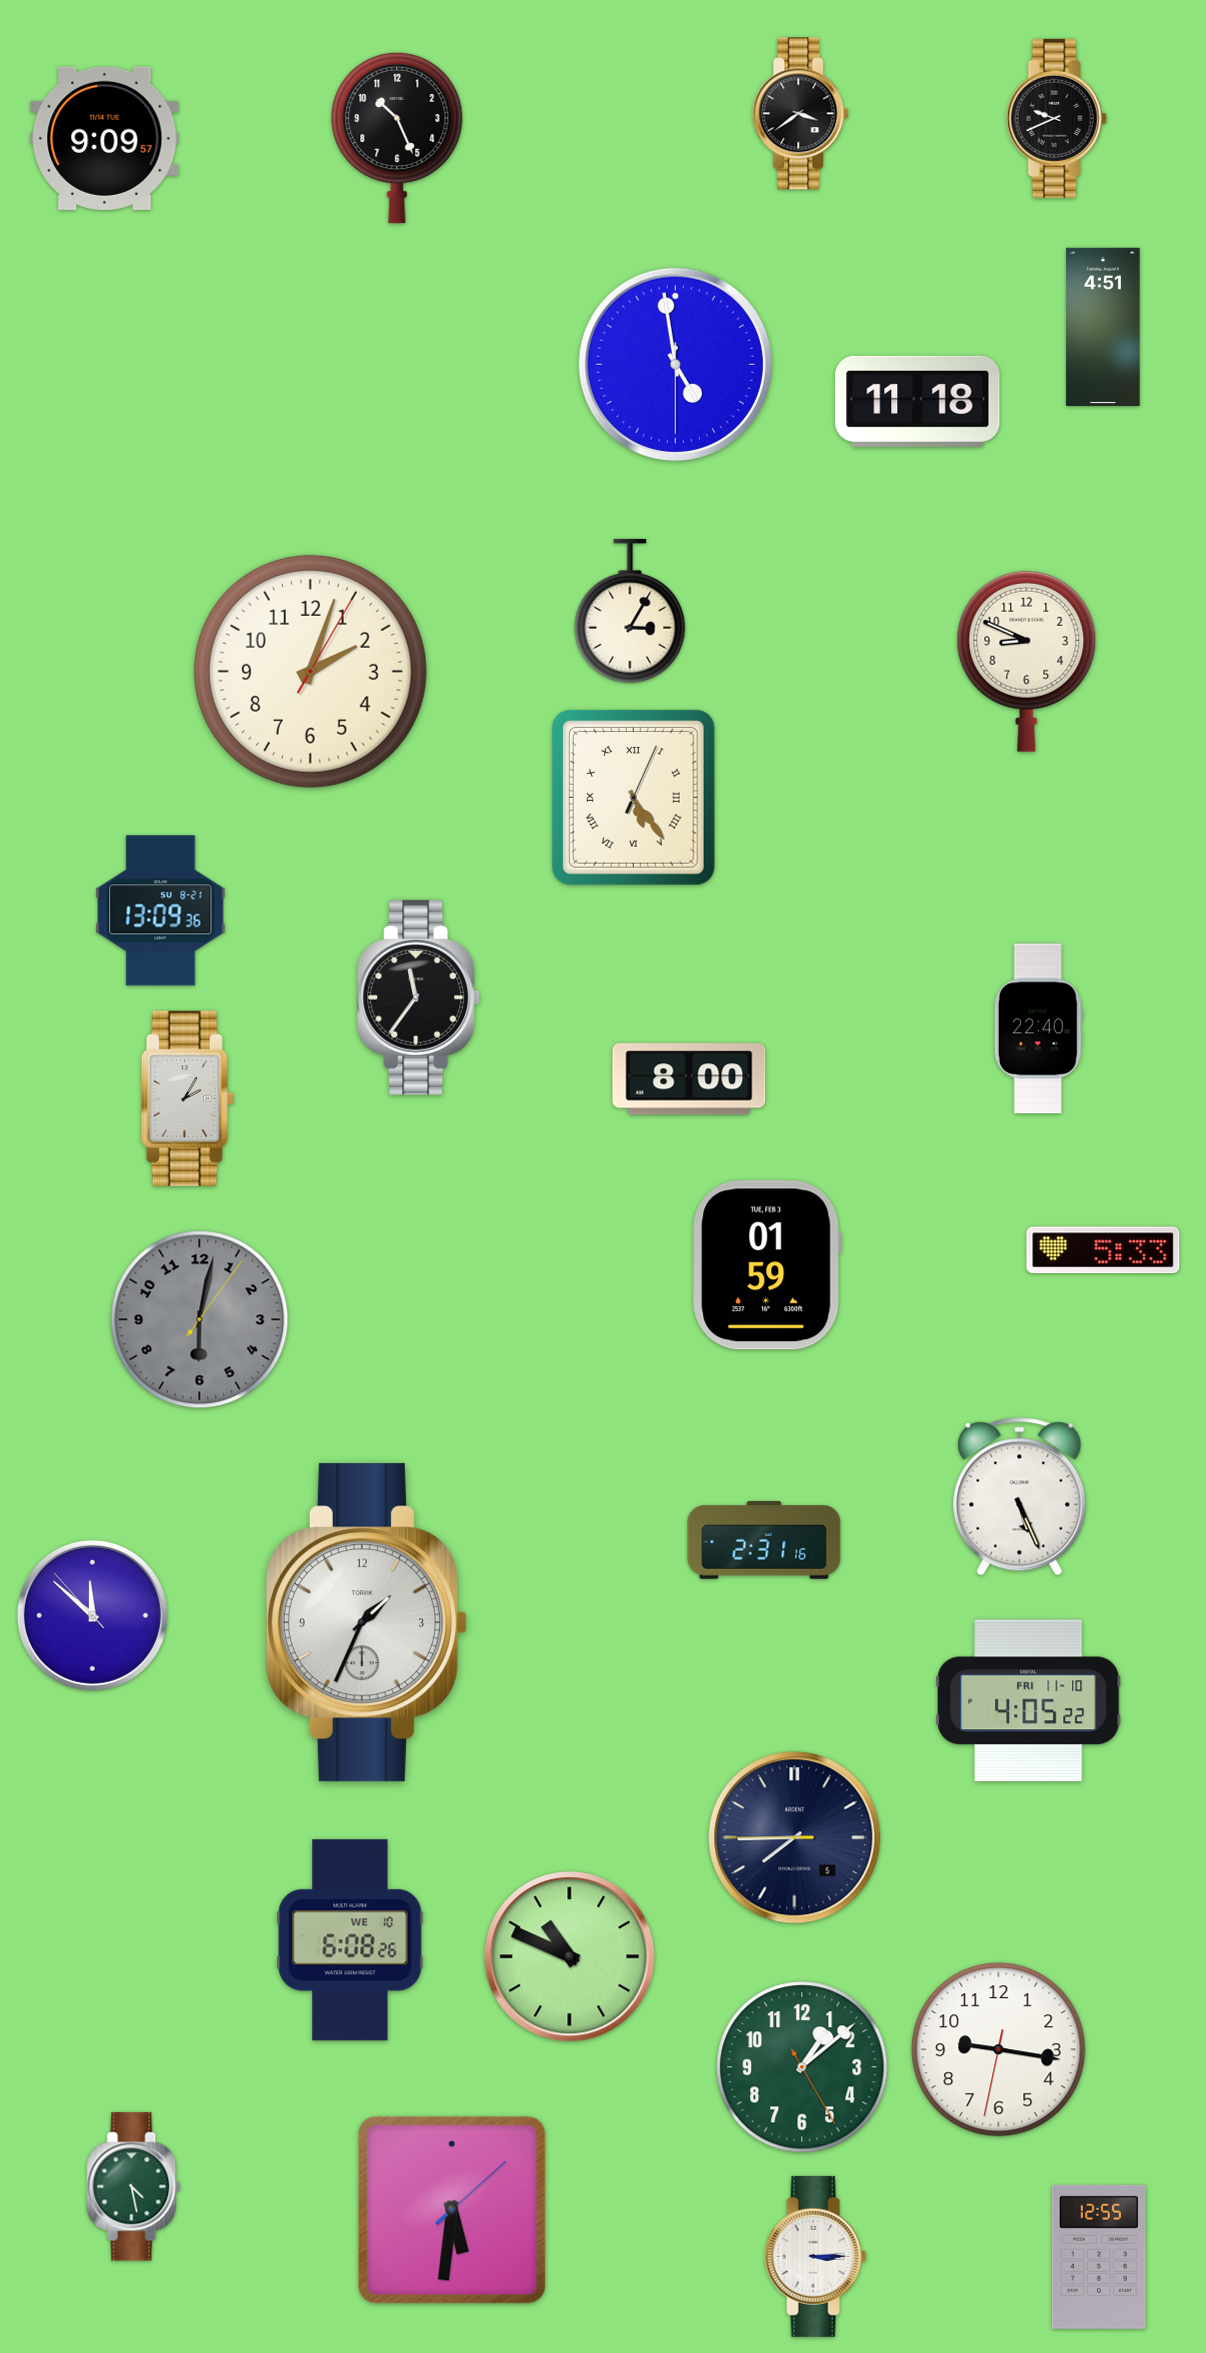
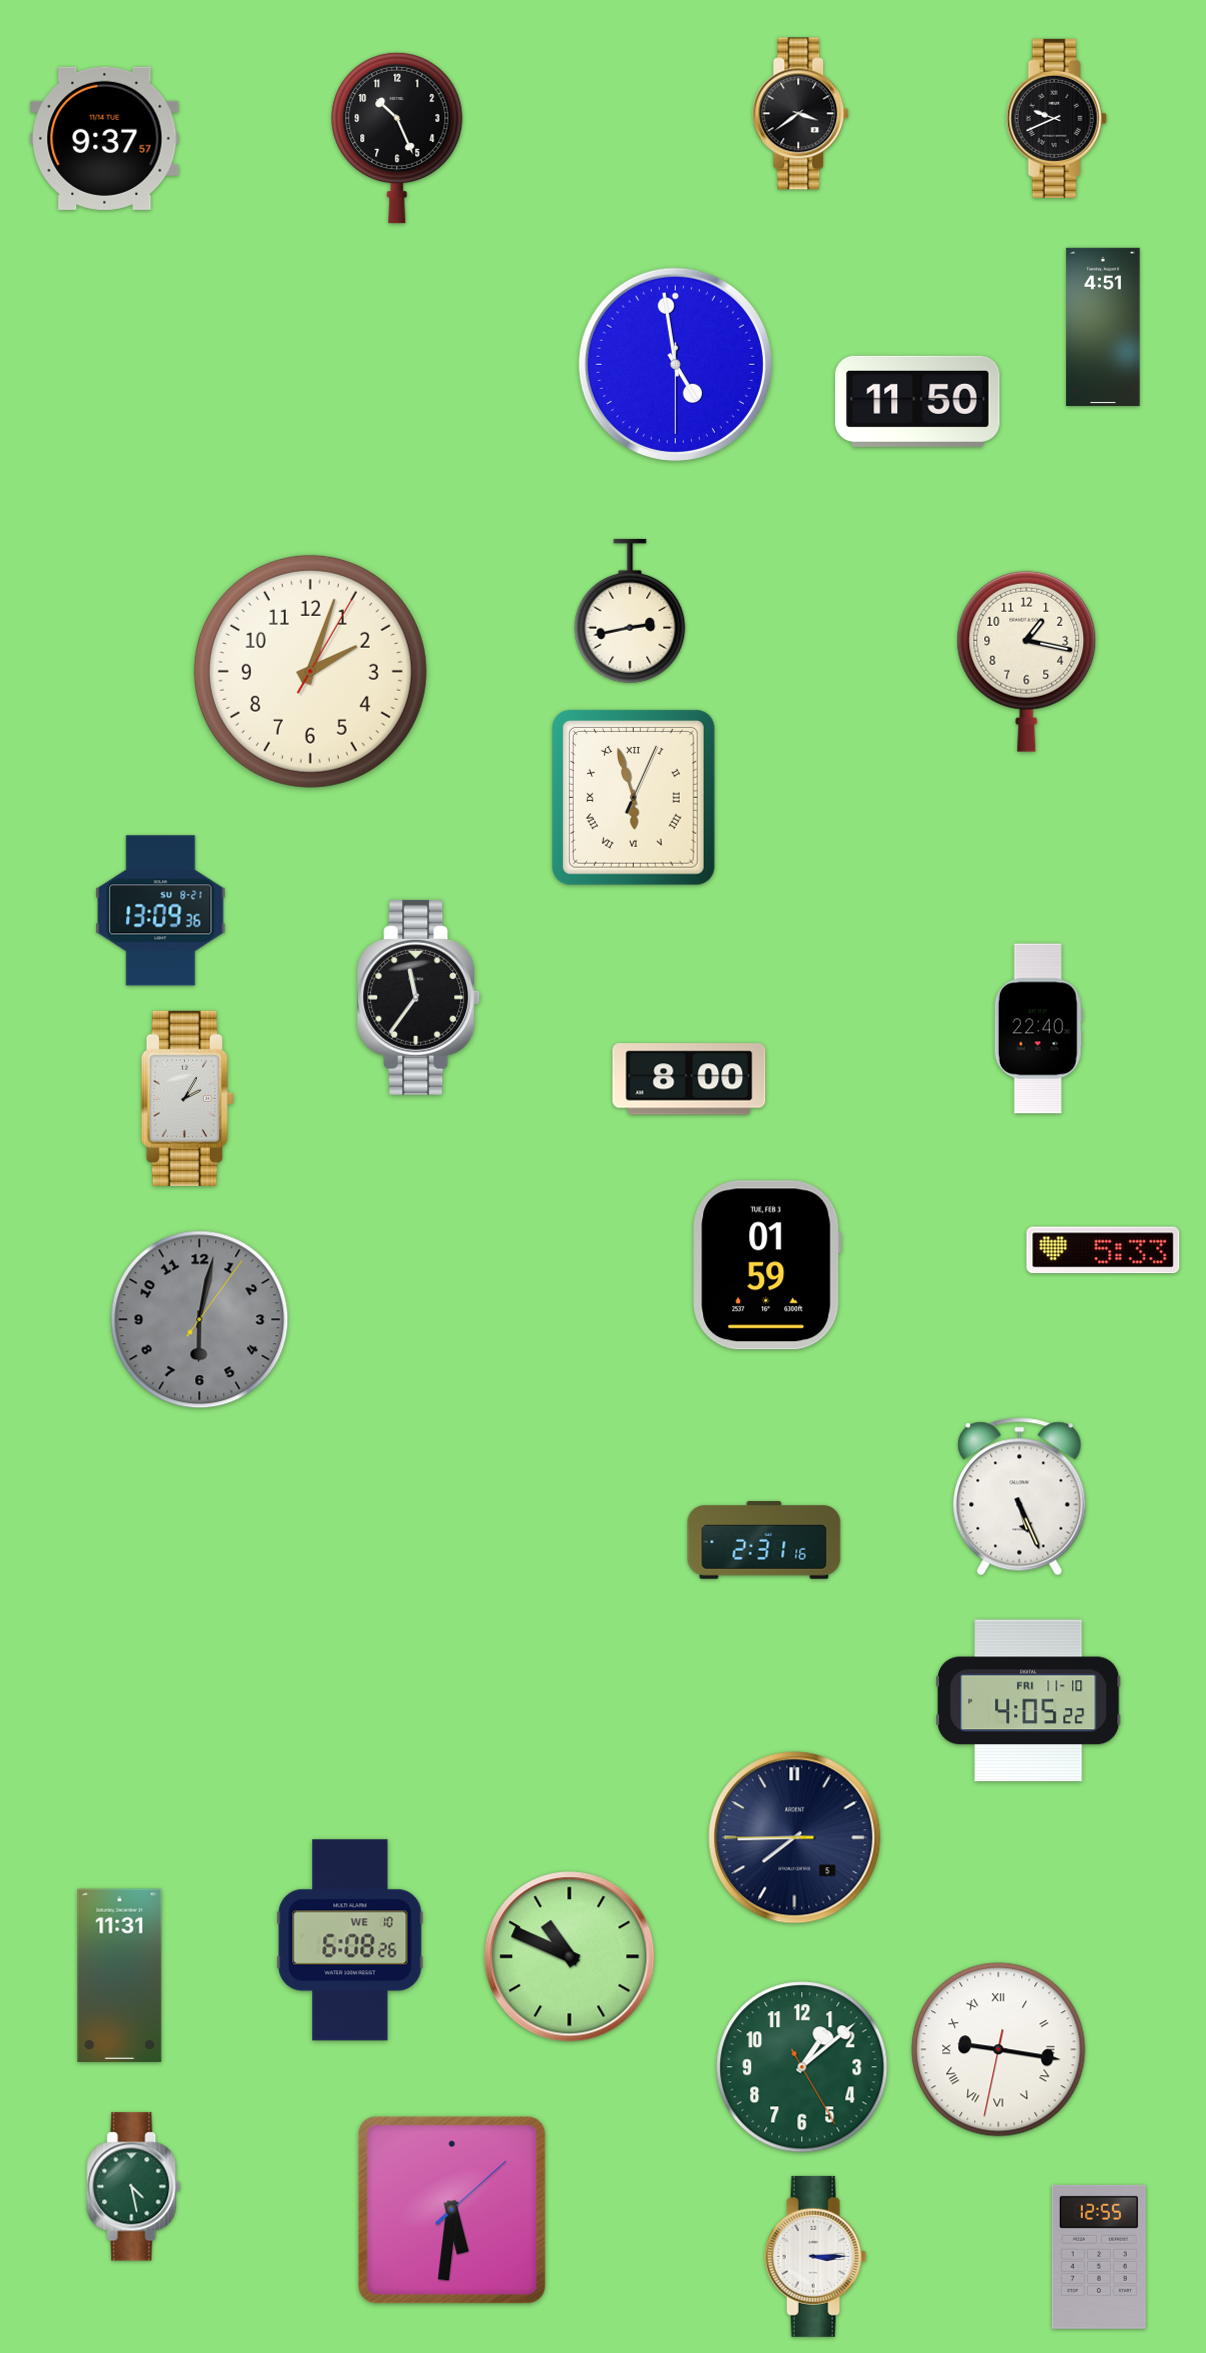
clock at (105, 138): 9:09 -> 9:37
clock at (918, 401): 11:18 -> 11:50
clock at (630, 611): 3:05 -> 2:43
clock at (1027, 661): 8:49 -> 1:17
clock at (633, 798): 5:24 -> 5:57
clock at (92, 1615): 11:51 -> none
clock at (366, 1623): 1:34 -> none
clock at (120, 1976): none -> 11:31
clock at (999, 2050) numerals: Arabic -> Roman
